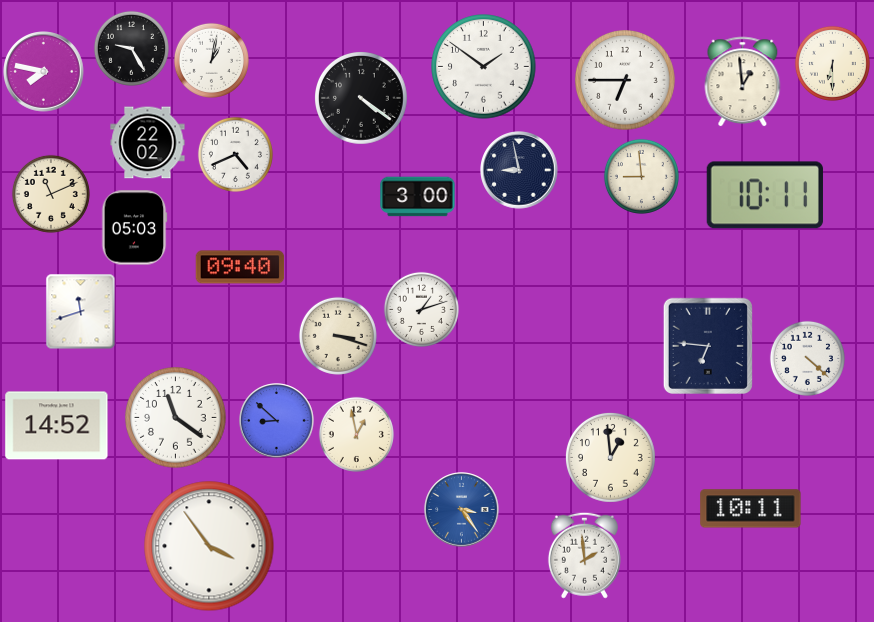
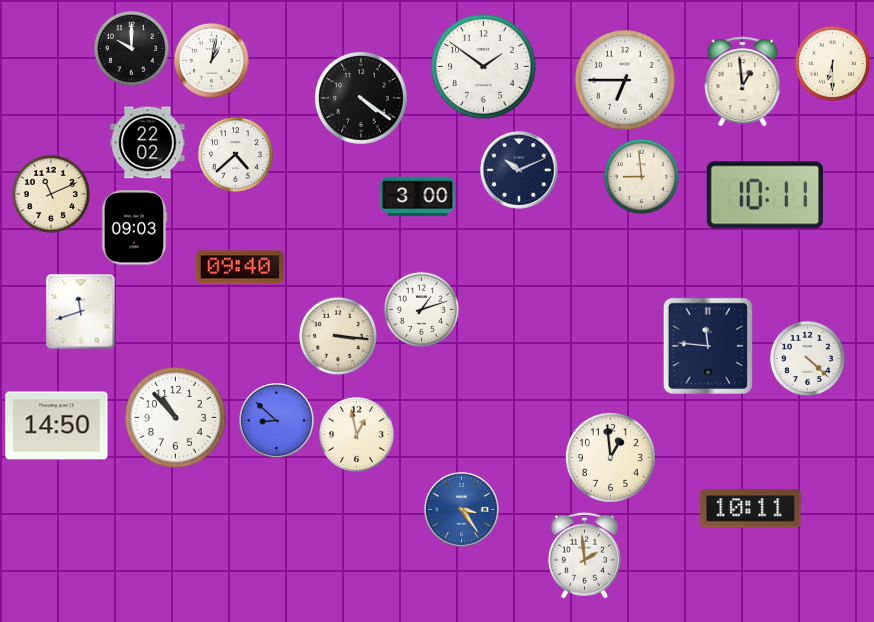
clock at (131, 48): 9:25 -> 10:00
clock at (44, 72): 7:47 -> none
clock at (235, 154): 4:41 -> 4:38
clock at (519, 170): 8:58 -> 10:11
clock at (134, 228): 05:03 -> 09:03
clock at (338, 336): 3:18 -> 3:16
clock at (708, 346): 6:46 -> 11:46
clock at (176, 418): 11:21 -> 10:53
clock at (57, 426): 14:52 -> 14:50
clock at (209, 546): 3:54 -> none
